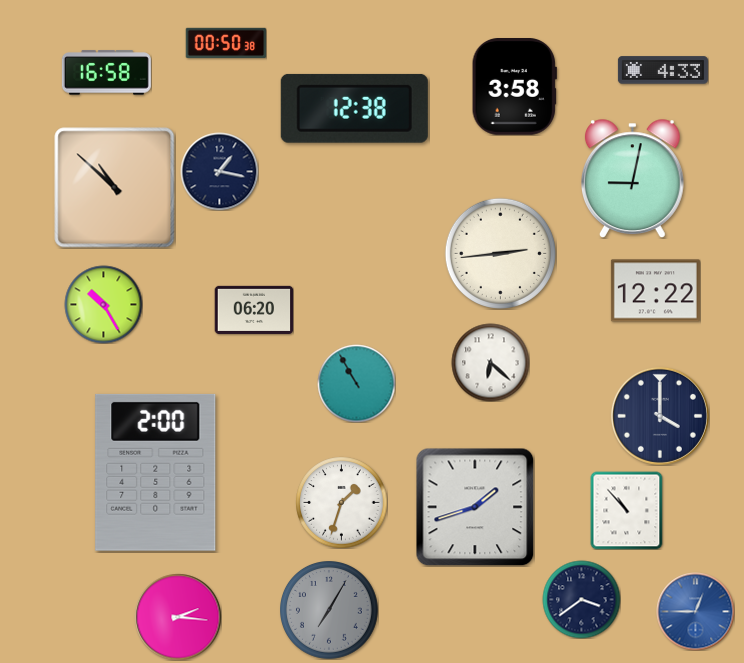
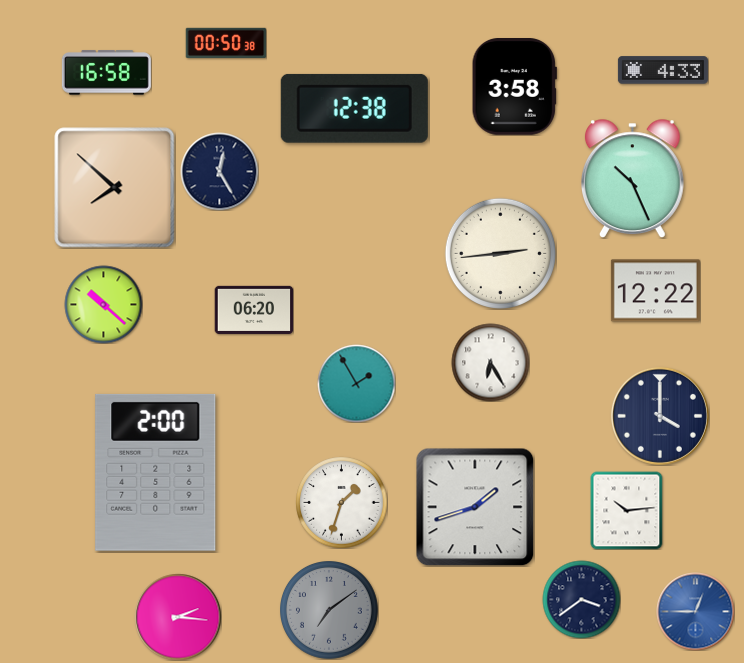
clock at (219, 171): 1:17 -> 12:25
clock at (633, 178): 9:02 -> 10:26
clock at (115, 188): 10:52 -> 7:52
clock at (103, 304): 10:25 -> 10:22
clock at (490, 362): 6:22 -> 6:25
clock at (356, 383): 10:55 -> 1:55
clock at (627, 510): 10:53 -> 10:14
clock at (330, 611): 7:05 -> 7:09
